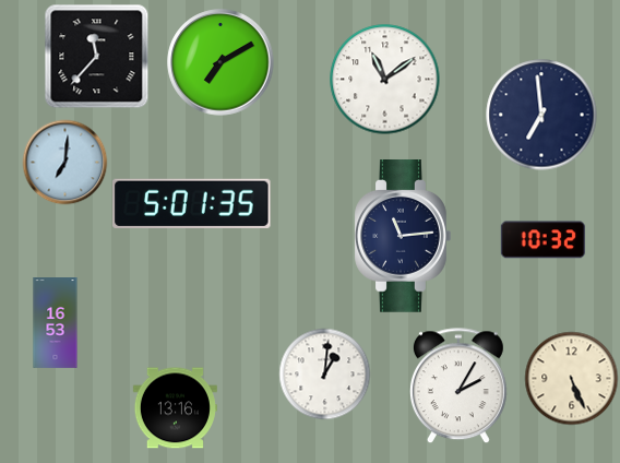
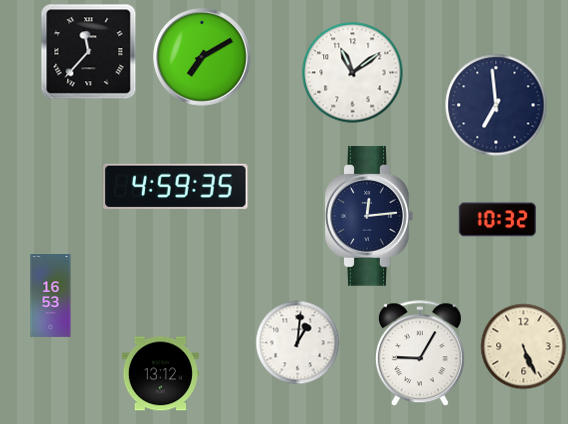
clock at (64, 162): 7:01 -> none
clock at (192, 203): 5:01 -> 4:59
clock at (403, 237): 11:14 -> 12:14
clock at (458, 385): 2:05 -> 9:05
clock at (175, 408): 13:16 -> 13:12
